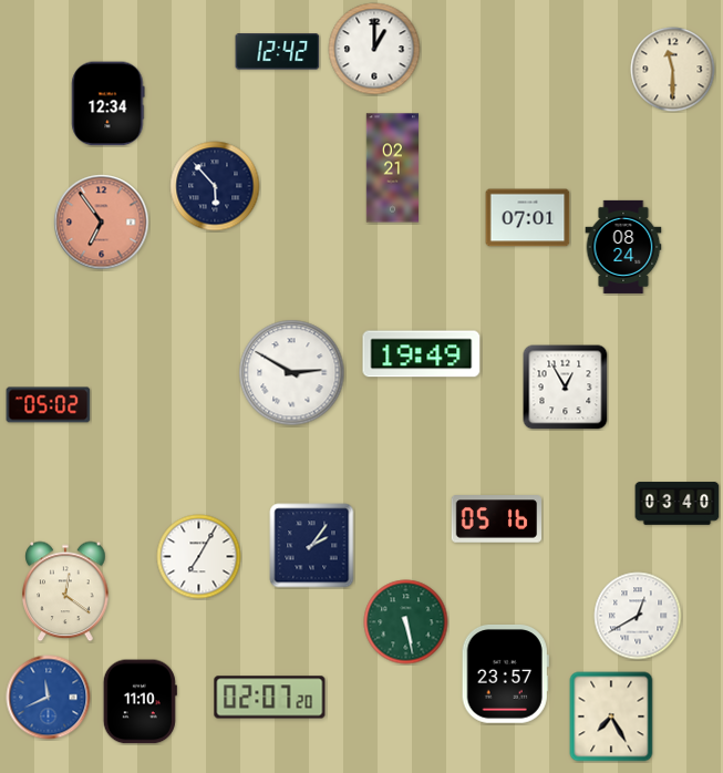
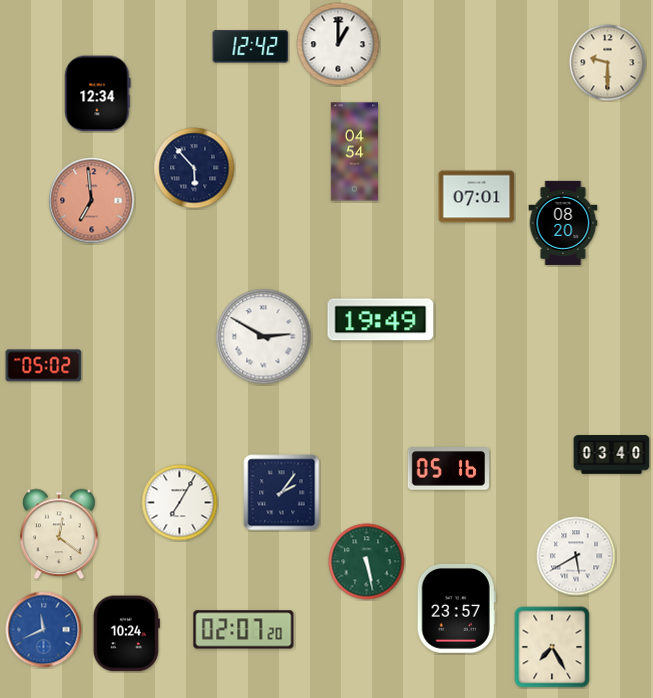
clock at (673, 70): 11:30 -> 9:30
clock at (393, 168): 02:21 -> 04:54
clock at (102, 223): 6:54 -> 6:59
clock at (623, 247): 08:24 -> 08:20
clock at (566, 388): 12:55 -> none
clock at (638, 616): 12:40 -> 5:40
clock at (140, 702): 11:10 -> 10:24
